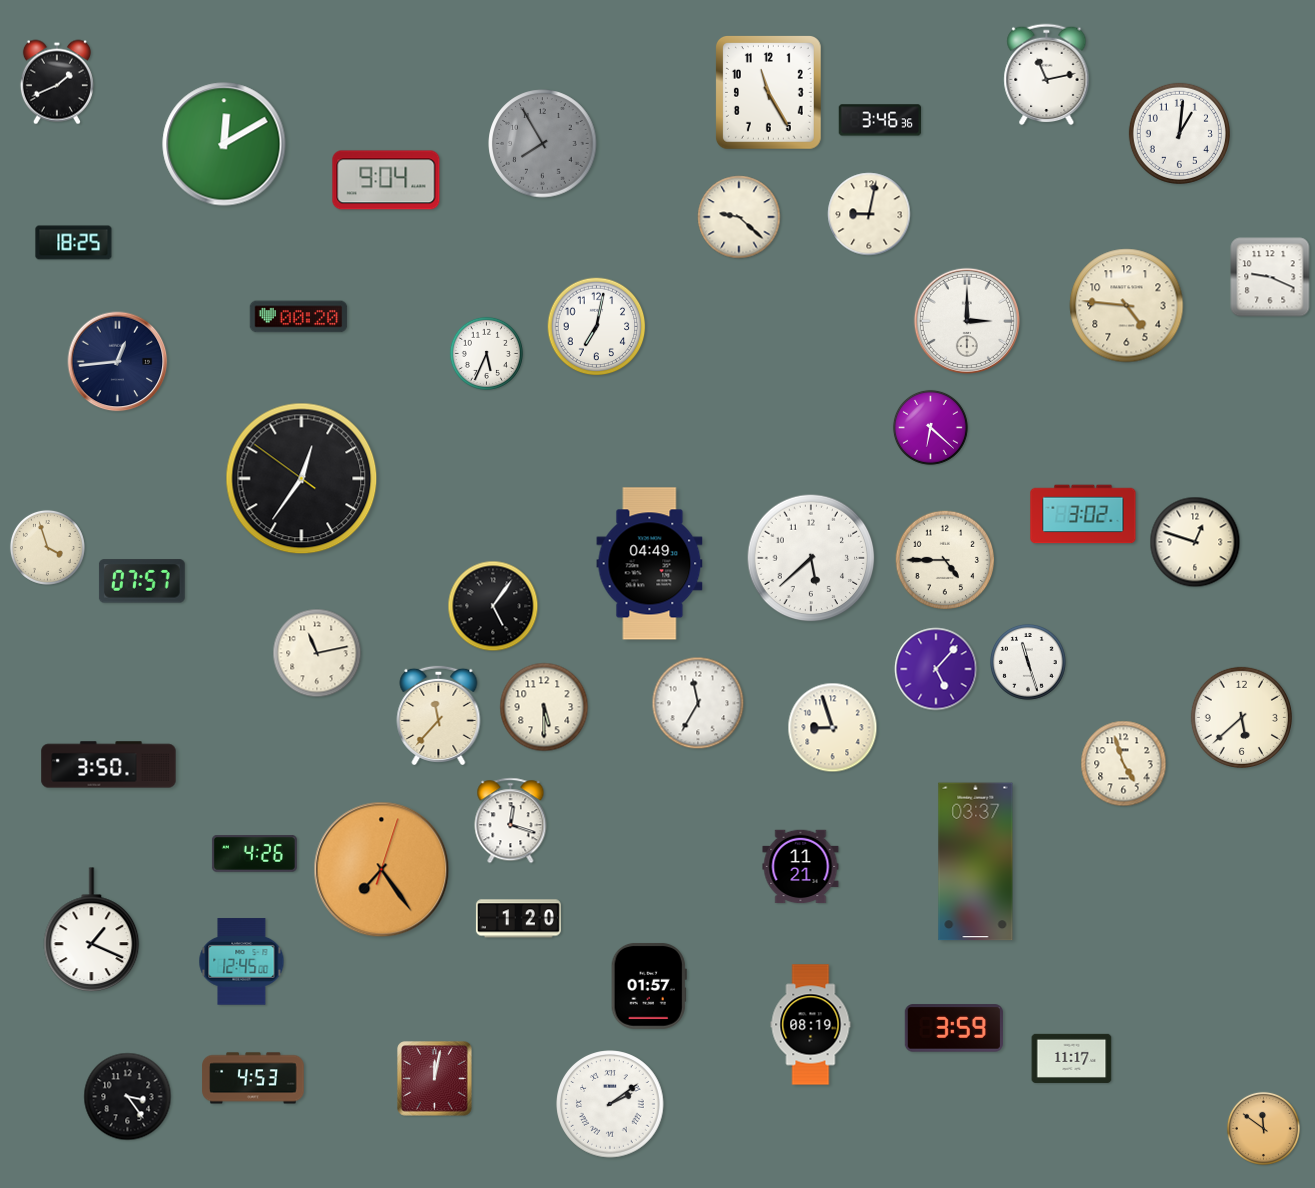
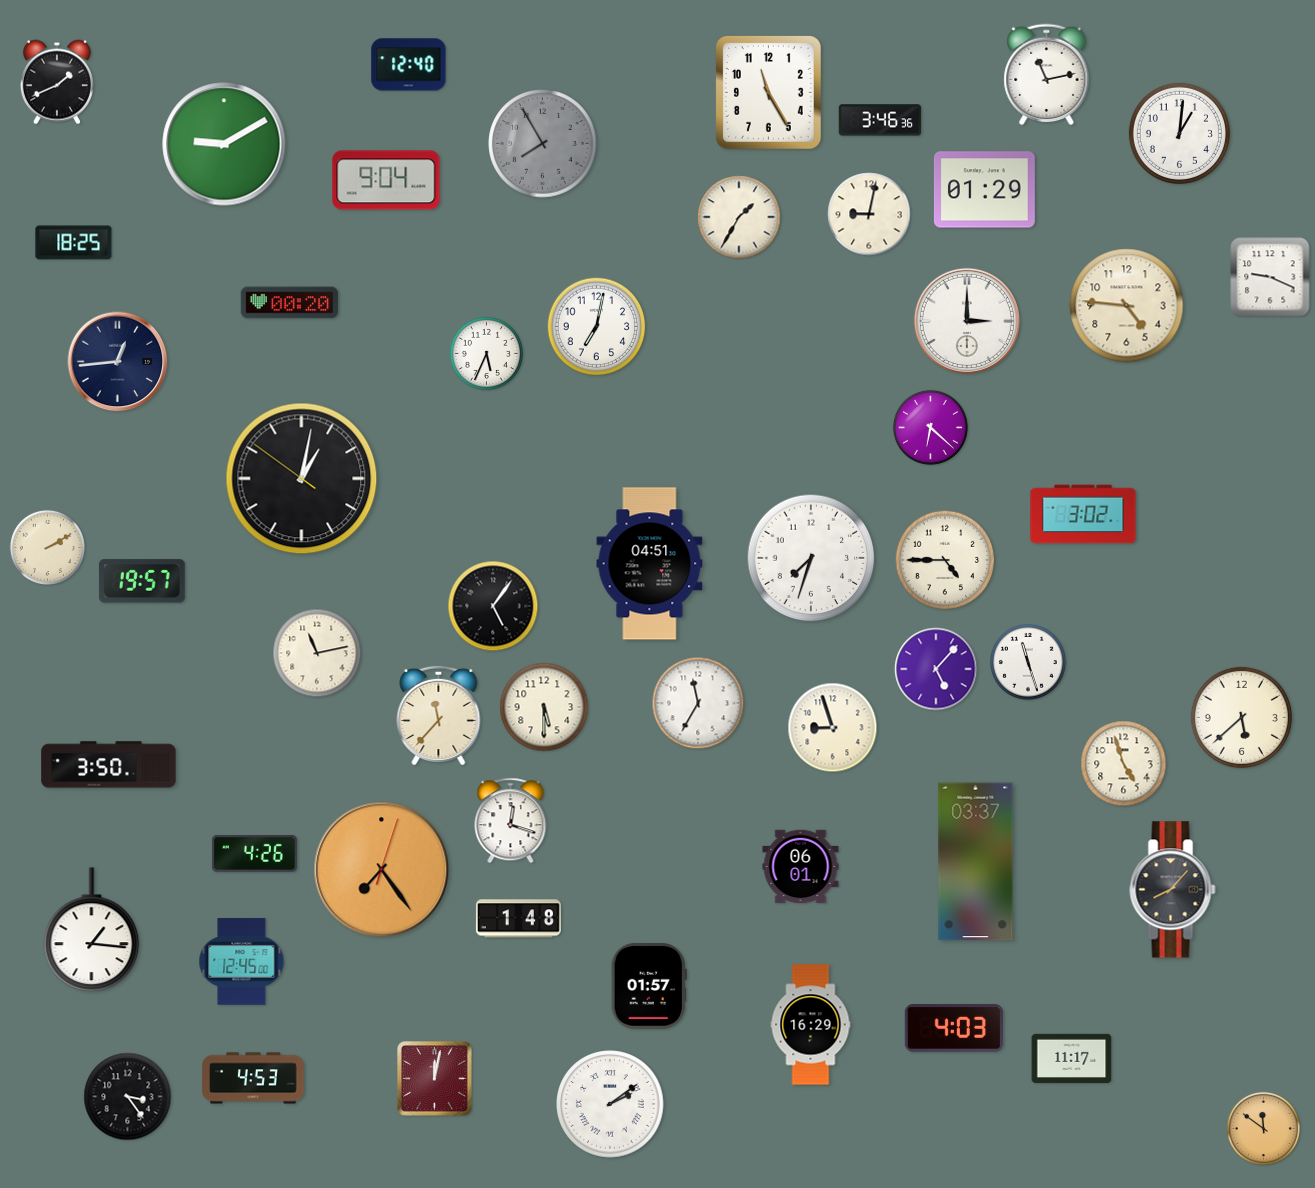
clock at (409, 65): none -> 12:40
clock at (224, 144): 12:10 -> 9:10
clock at (984, 190): none -> 01:29
clock at (739, 217): 9:22 -> 1:35
clock at (299, 317) position: (299, 317) -> (290, 303)
clock at (302, 479): 12:35 -> 1:01
clock at (1195, 542): 12:48 -> none
clock at (47, 547): 3:57 -> 2:10
clock at (811, 558): 5:38 -> 7:33
clock at (650, 564): 04:49 -> 04:51
clock at (142, 581): 07:57 -> 19:57
clock at (801, 867): 11:21 -> 06:01
clock at (1173, 890): none -> 8:07
clock at (518, 919): 1:20 -> 1:48
clock at (92, 930): 1:19 -> 1:16
clock at (811, 1025): 08:19 -> 16:29
clock at (953, 1028): 3:59 -> 4:03
